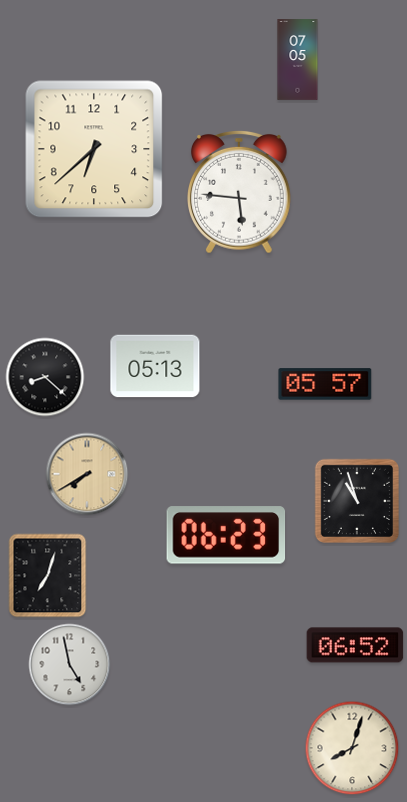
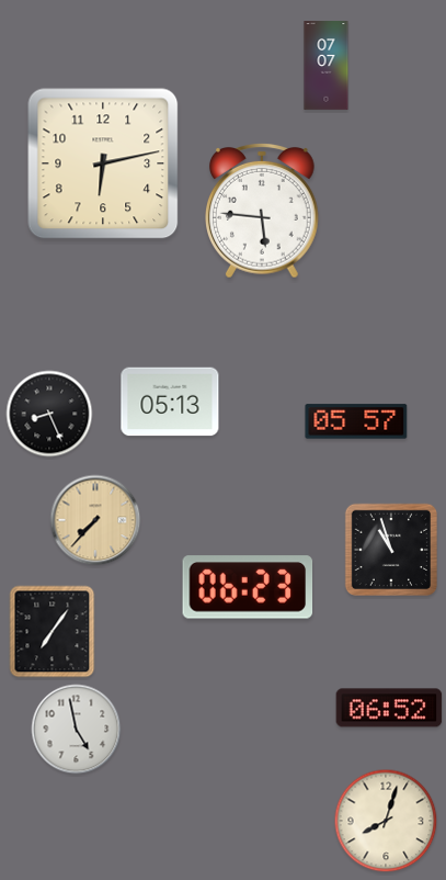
clock at (298, 60): 07:05 -> 07:07
clock at (94, 149): 6:38 -> 6:13
clock at (45, 377): 8:22 -> 8:26
clock at (87, 474): 7:40 -> 7:37
clock at (48, 576): 7:03 -> 7:06
